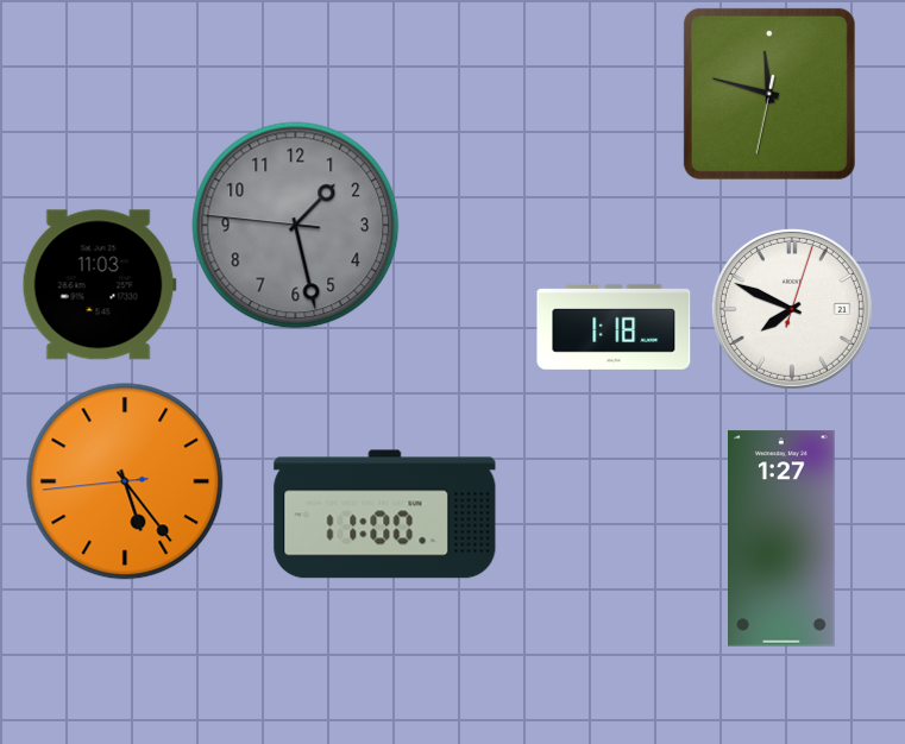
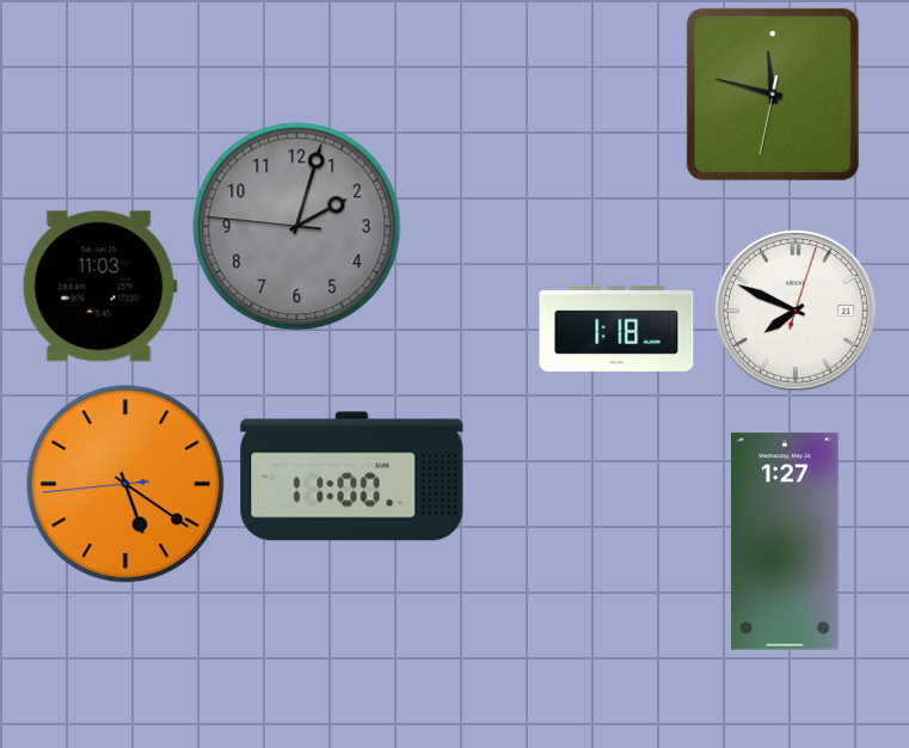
clock at (296, 226): 1:27 -> 2:02
clock at (125, 481): 5:23 -> 5:20
clock at (385, 515) position: (385, 515) -> (352, 477)
